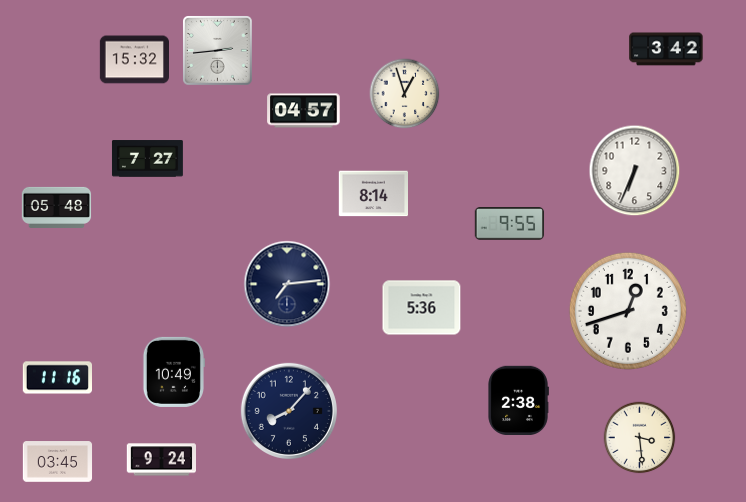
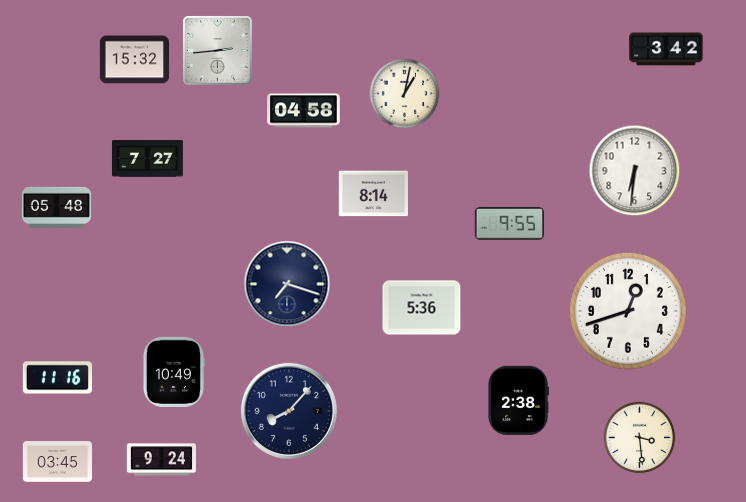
clock at (405, 94): 12:57 -> 1:02
clock at (304, 111): 04:57 -> 04:58
clock at (635, 171): 6:34 -> 6:31
clock at (287, 284): 7:14 -> 7:18
